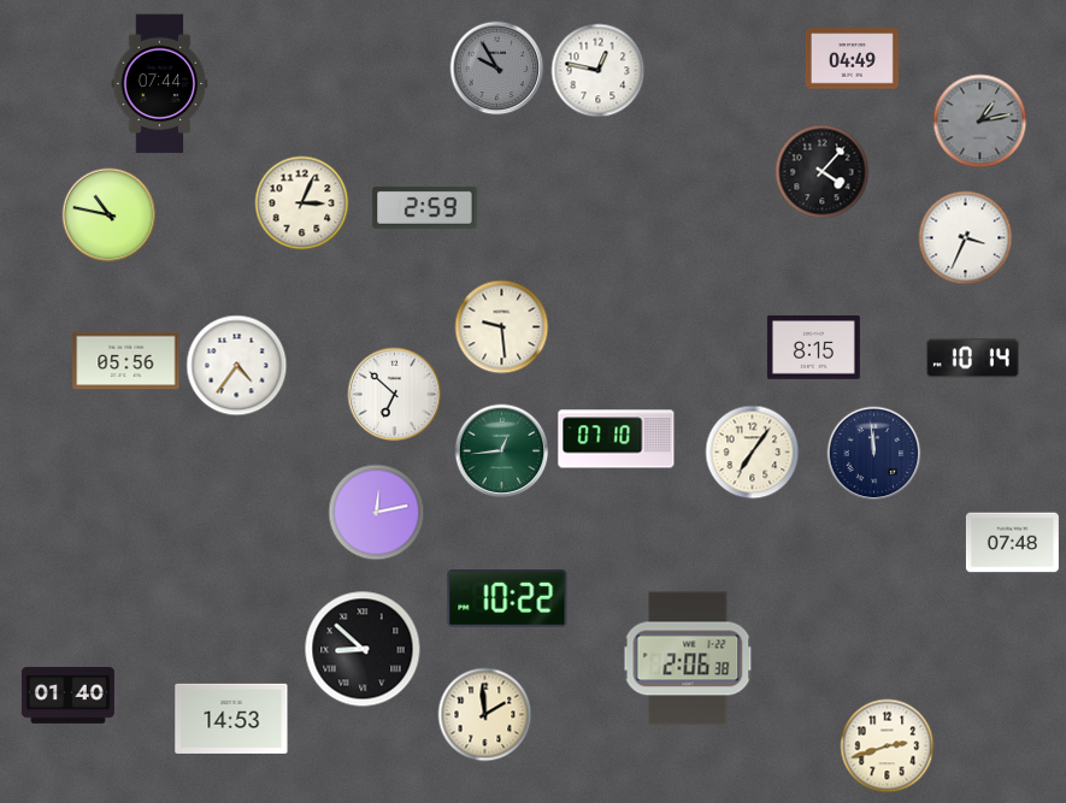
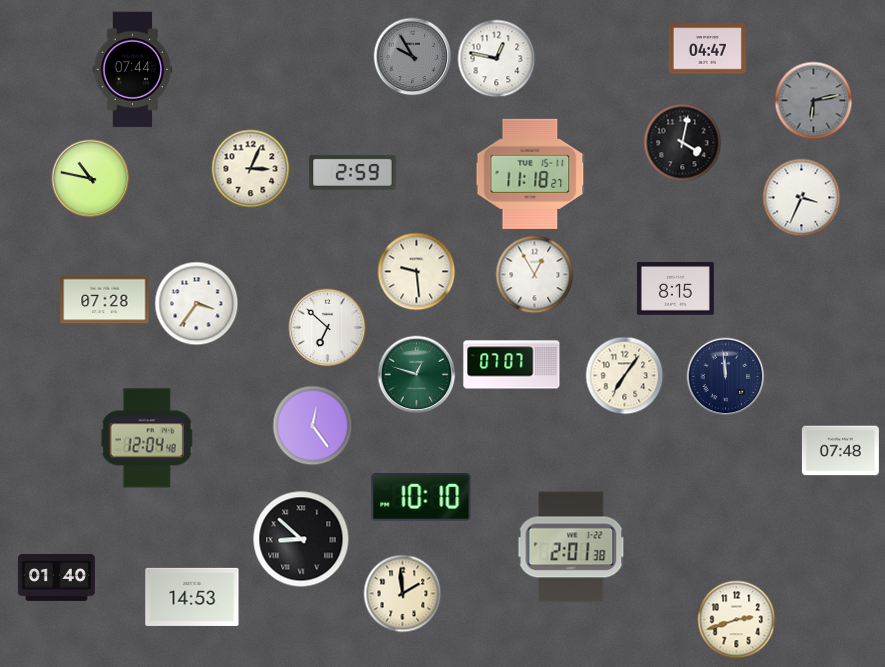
clock at (852, 59): 04:49 -> 04:47
clock at (979, 120): 1:13 -> 6:13
clock at (821, 171): 4:07 -> 4:02
clock at (530, 174): none -> 11:18
clock at (534, 274): none -> 12:55
clock at (972, 359): 10:14 -> none
clock at (126, 361): 05:56 -> 07:28
clock at (236, 365): 4:36 -> 3:36
clock at (617, 439): 07:10 -> 07:07
clock at (501, 450): 12:44 -> 12:48
clock at (376, 512): 12:13 -> 12:24
clock at (147, 438): none -> 12:04
clock at (507, 600): 10:22 -> 10:10
clock at (688, 659): 2:06 -> 2:01
